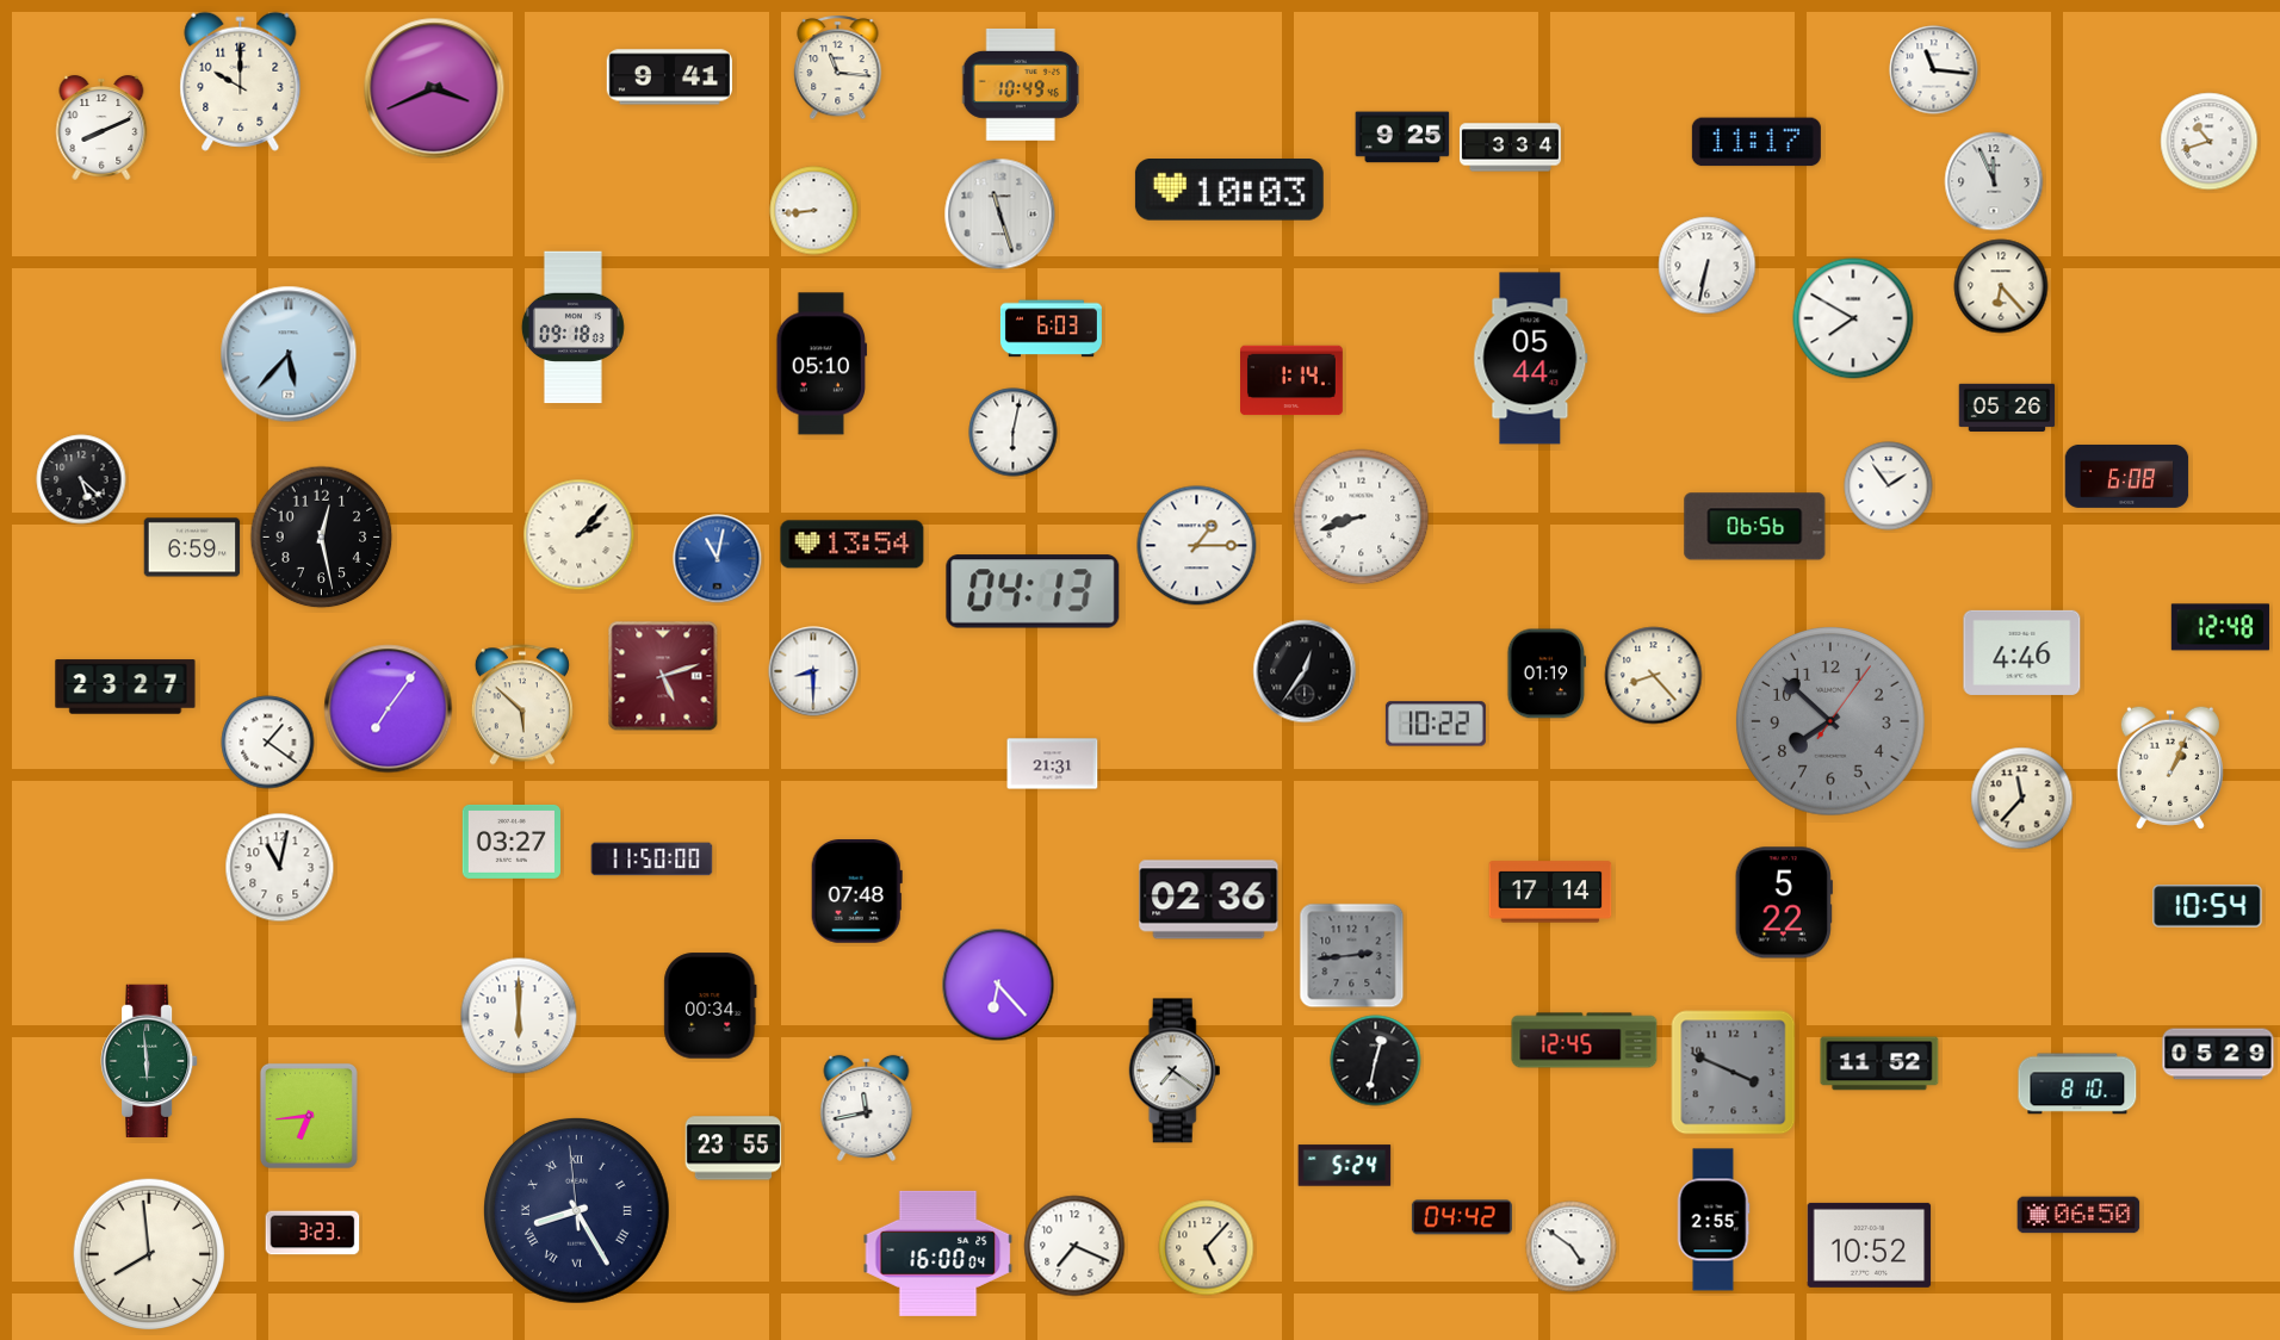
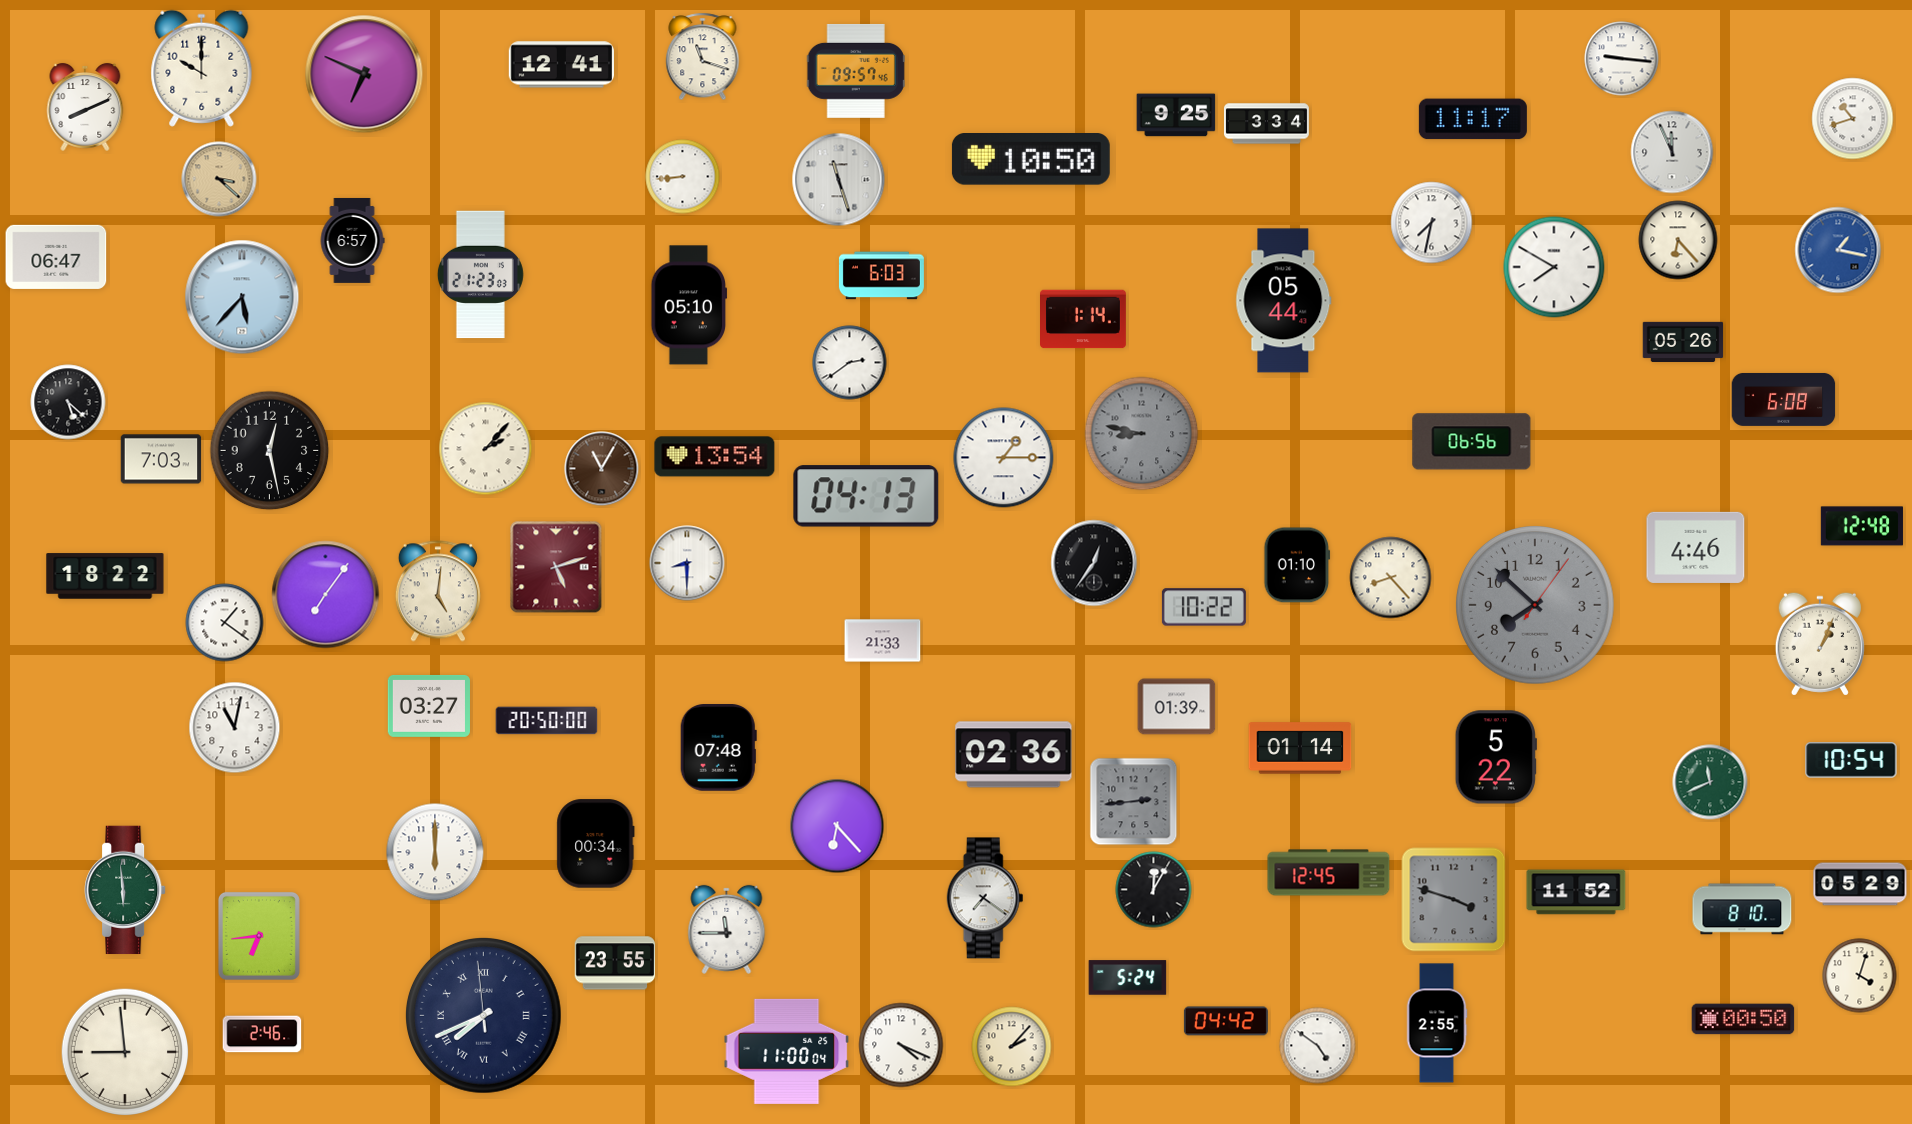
clock at (838, 68): 11:16 -> 11:18
clock at (1934, 70): 11:16 -> 9:16
clock at (669, 77): 9:41 -> 12:41
clock at (1021, 85): 10:49 -> 09:57
clock at (434, 88): 3:41 -> 6:49
clock at (1229, 191): 10:03 -> 10:50
clock at (219, 179): none -> 3:22
clock at (1708, 266): 6:32 -> 7:32
clock at (352, 240): none -> 6:57
clock at (1838, 250): none -> 1:17
clock at (56, 257): none -> 06:47
clock at (572, 328): 09:18 -> 21:23
clock at (1014, 433): 6:02 -> 2:39
clock at (1889, 486): 1:54 -> none
clock at (1362, 517): 8:42 -> 8:47
clock at (1362, 517) dial: white -> grey
clock at (192, 547): 6:59 -> 7:03
clock at (718, 559): 11:02 -> 11:05
clock at (718, 559) dial: blue -> brown
clock at (813, 671) position: (813, 671) -> (687, 563)
clock at (1547, 674): 01:19 -> 01:10
clock at (1654, 676) position: (1654, 676) -> (1391, 578)
clock at (125, 687): 23:27 -> 18:22
clock at (522, 705): 5:52 -> 5:01
clock at (1053, 764): 21:31 -> 21:33
clock at (2022, 799): 11:37 -> none
clock at (1177, 707): none -> 01:39
clock at (652, 860): 11:50 -> 20:50
clock at (1550, 892): 17:14 -> 01:14
clock at (1710, 782): none -> 11:41
clock at (1376, 1061): 12:32 -> 12:05
clock at (1734, 1073): 3:49 -> 3:48
clock at (867, 1108): 11:43 -> 11:45
clock at (1860, 976): none -> 4:03
clock at (576, 1210): 8:24 -> 7:40
clock at (2078, 1215): 06:50 -> 00:50
clock at (312, 1233): 3:23 -> 2:46
clock at (1870, 1245): 10:52 -> none
clock at (1074, 1246): 7:19 -> 4:19
clock at (1207, 1248): 5:07 -> 2:07
clock at (938, 1253): 16:00 -> 11:00
clock at (149, 1254): 7:59 -> 8:59
